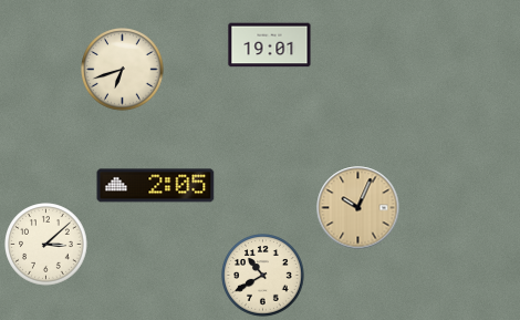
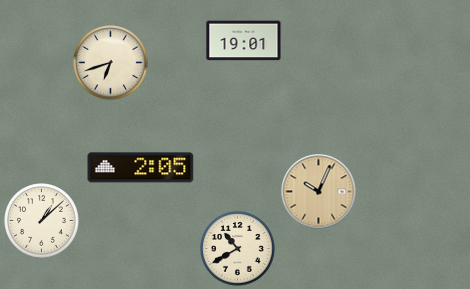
clock at (358, 208) position: (358, 208) -> (319, 192)
clock at (46, 245): 3:08 -> 1:08
